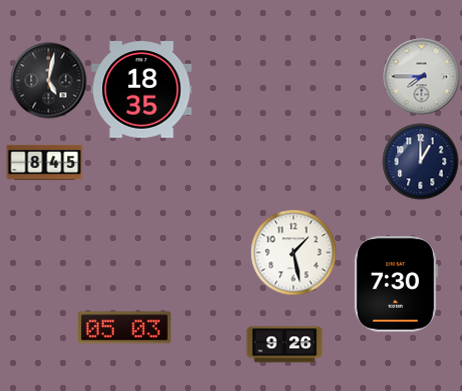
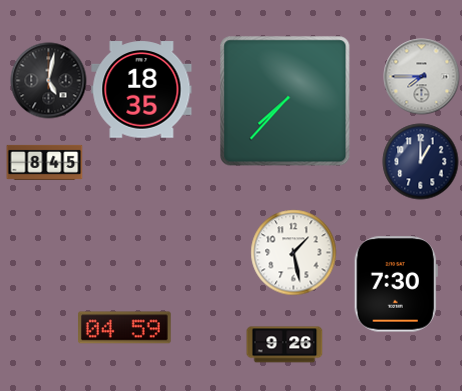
clock at (285, 101): none -> 7:37
clock at (125, 328): 05:03 -> 04:59
